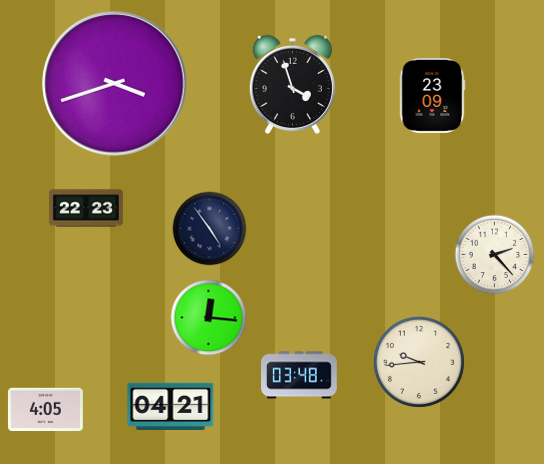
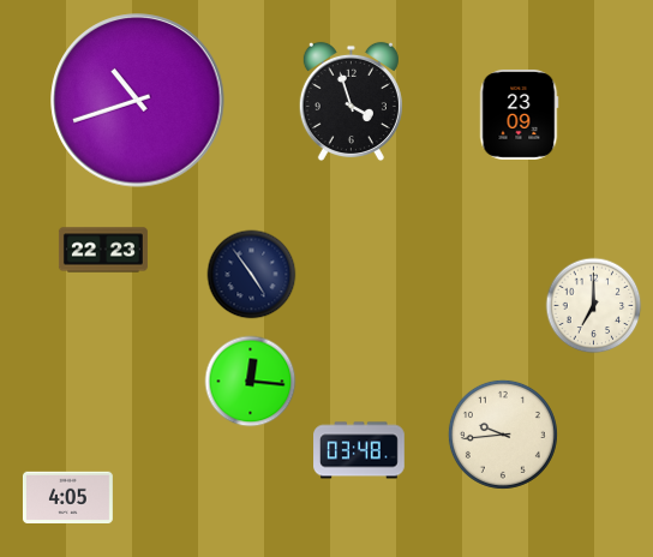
clock at (115, 84): 3:42 -> 10:42
clock at (495, 255): 2:23 -> 7:00
clock at (171, 406): 04:21 -> none
clock at (45, 409) position: (45, 409) -> (67, 497)
